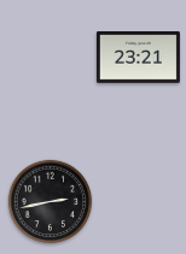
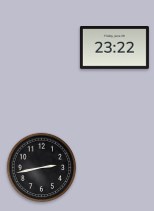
clock at (138, 58): 23:21 -> 23:22
